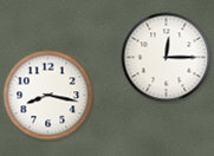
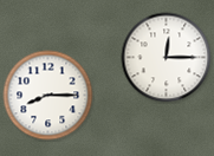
clock at (48, 96): 8:17 -> 8:15
